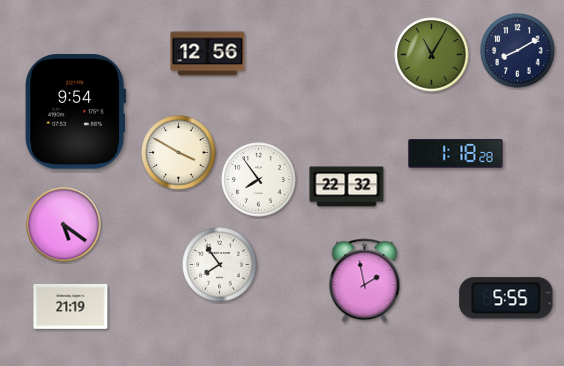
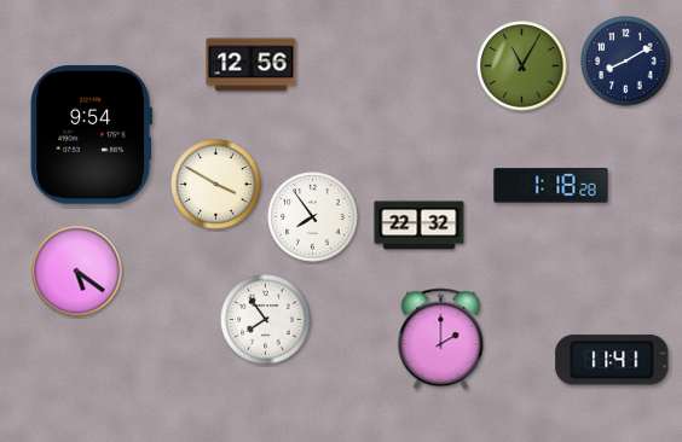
clock at (365, 281): 1:58 -> 2:00
clock at (506, 298): 5:55 -> 11:41
clock at (71, 306): 21:19 -> none
